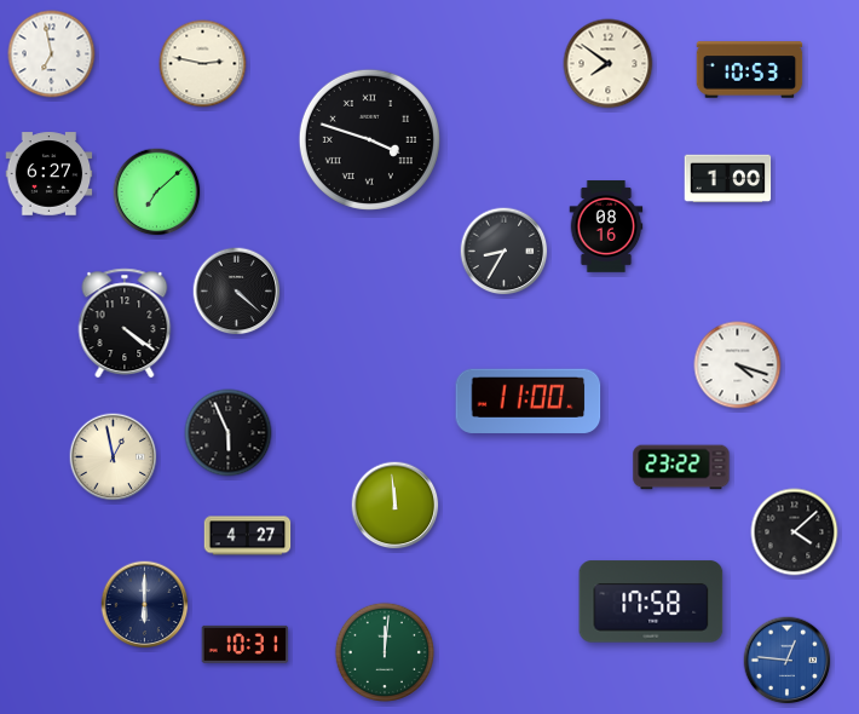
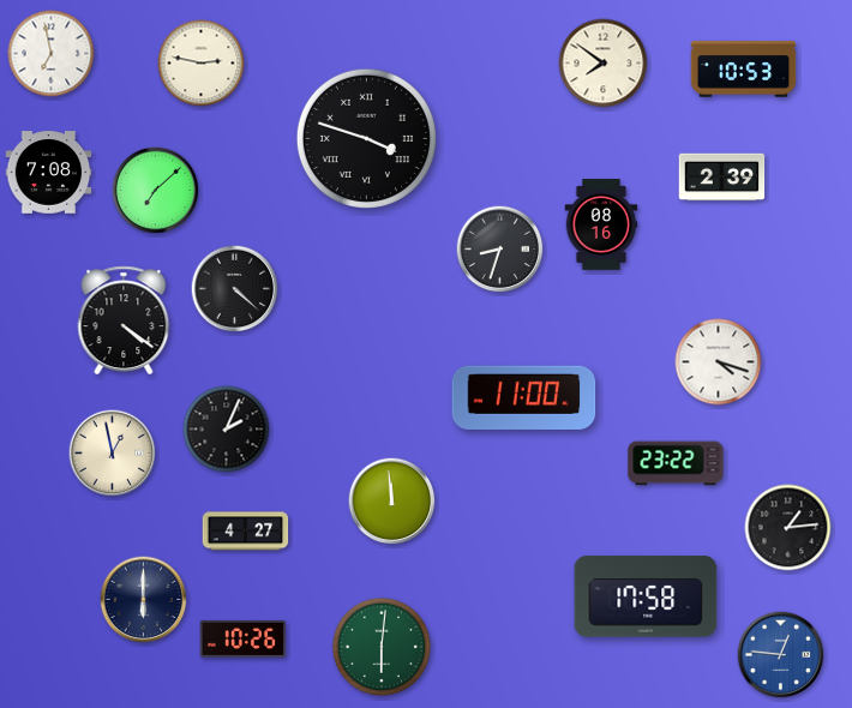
clock at (50, 174): 6:27 -> 7:08
clock at (728, 179): 1:00 -> 2:39
clock at (505, 252): 8:35 -> 8:33
clock at (738, 365) position: (738, 365) -> (719, 362)
clock at (229, 433): 5:56 -> 2:04
clock at (795, 532): 4:08 -> 1:14
clock at (246, 644): 10:31 -> 10:26
clock at (384, 651): 12:01 -> 6:01
